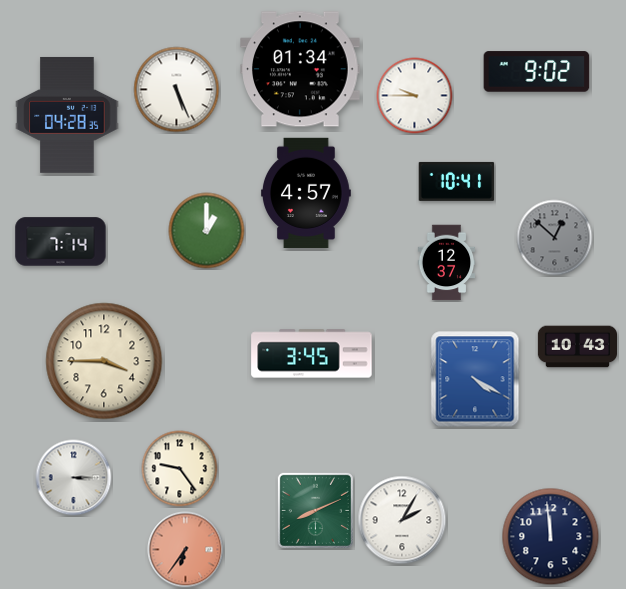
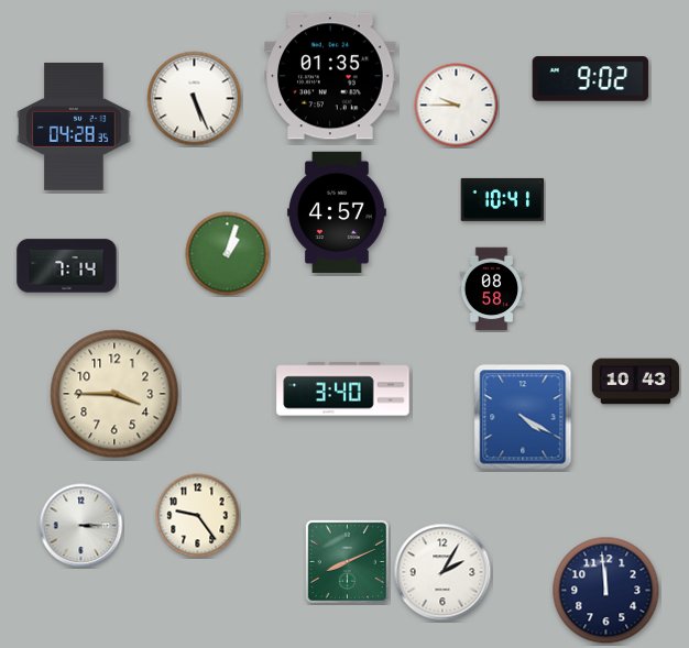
clock at (300, 69): 01:34 -> 01:35
clock at (207, 231): 1:00 -> 1:03
clock at (555, 238): 12:52 -> none
clock at (447, 263): 12:37 -> 08:58
clock at (312, 354): 3:45 -> 3:40
clock at (104, 361) position: (104, 361) -> (114, 394)
clock at (186, 550): 6:36 -> none
